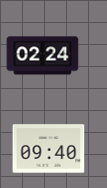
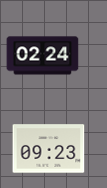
clock at (49, 149): 09:40 -> 09:23
